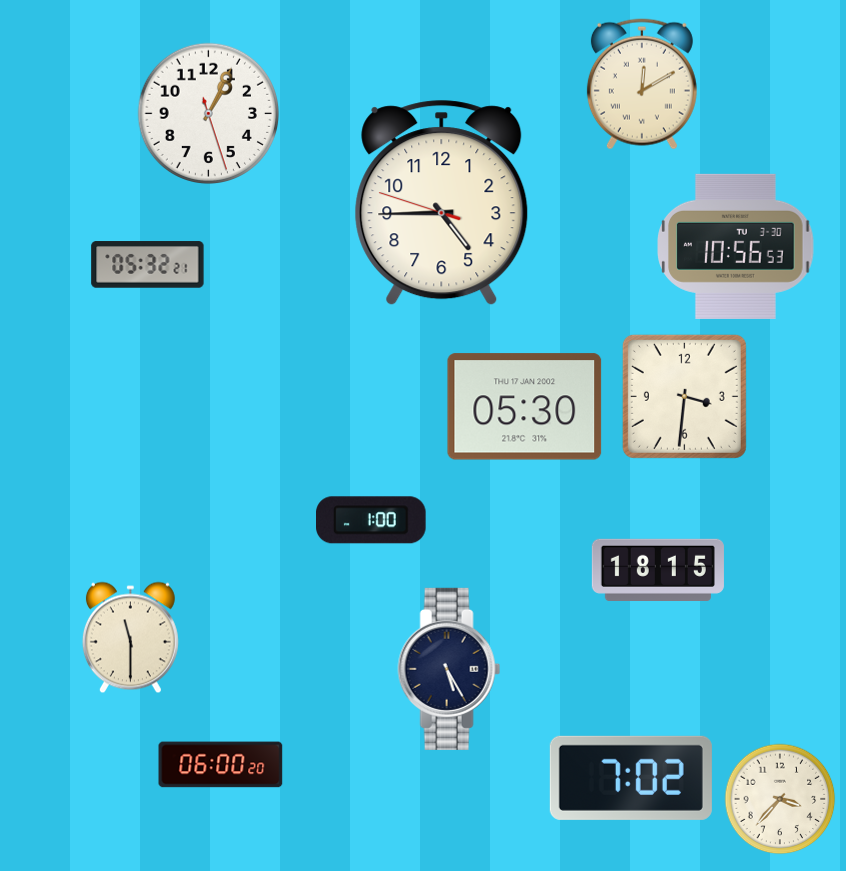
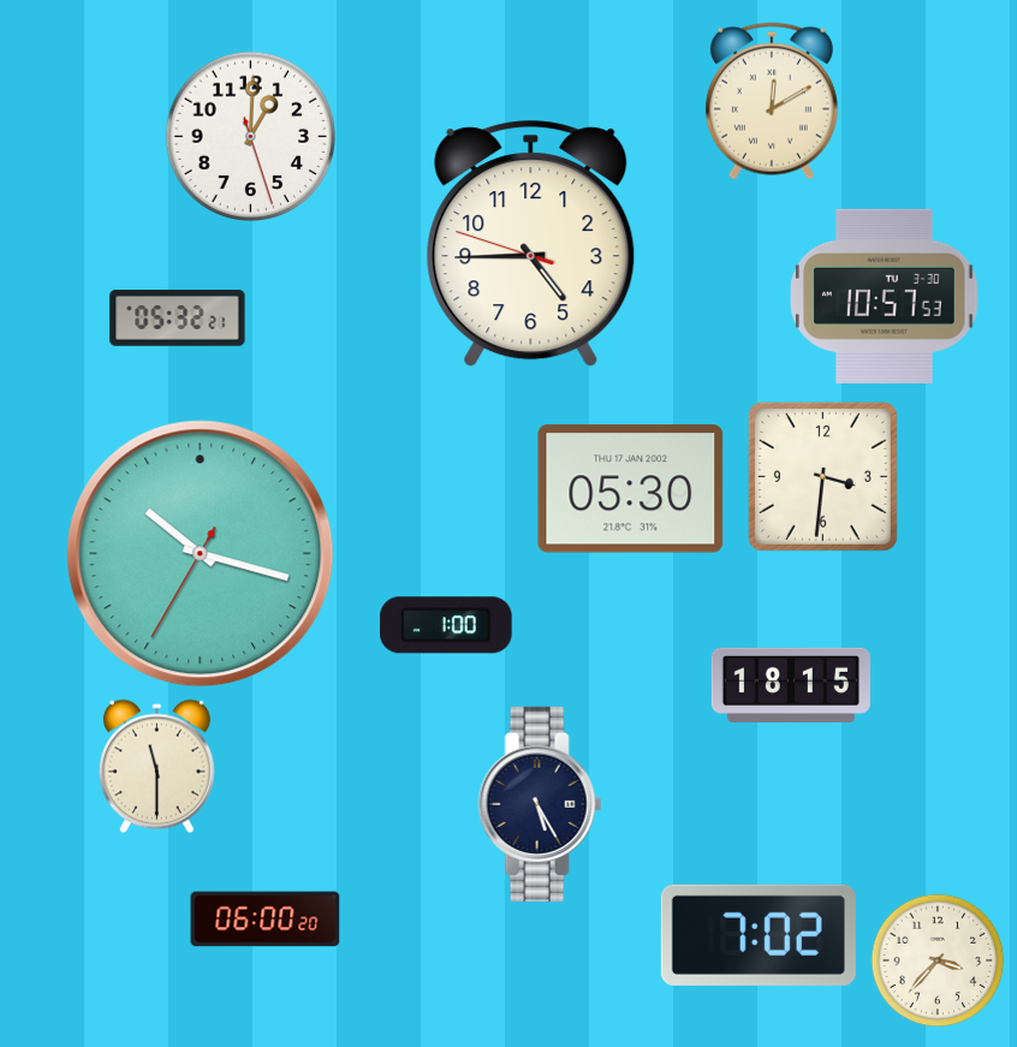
clock at (208, 113): 1:04 -> 1:00
clock at (736, 246): 10:56 -> 10:57
clock at (201, 554): none -> 10:17
